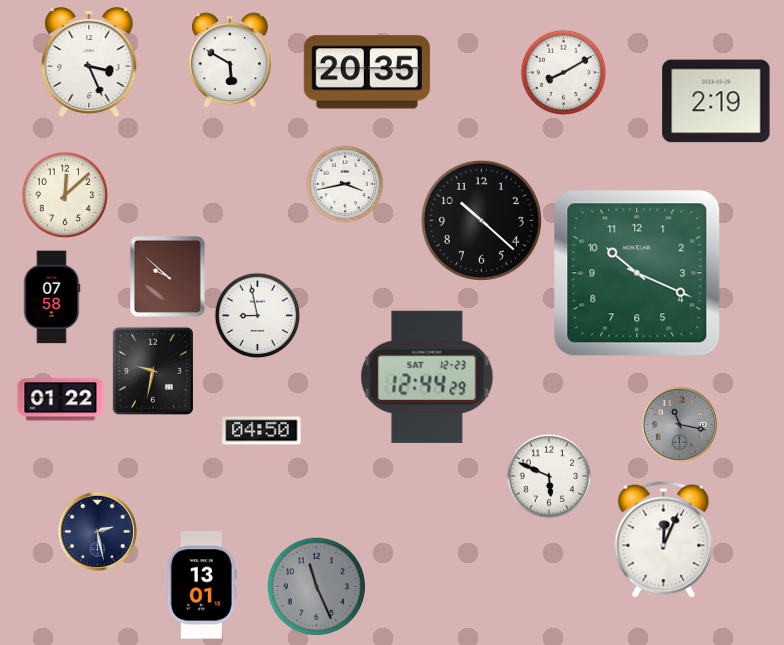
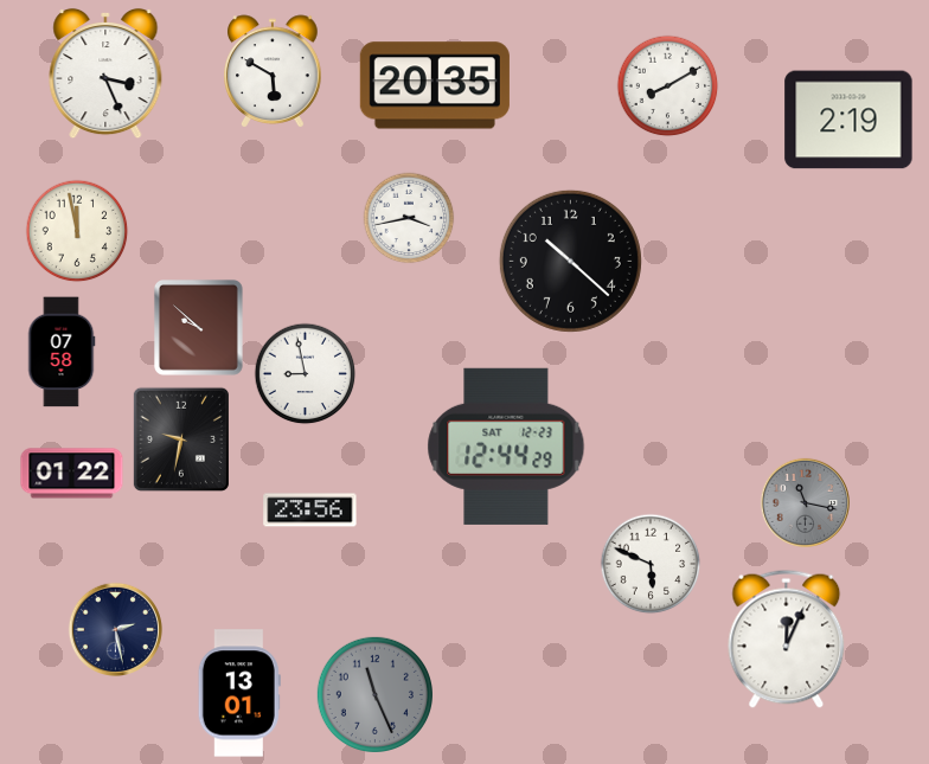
clock at (65, 195): 12:08 -> 11:58
clock at (637, 273): 10:19 -> none
clock at (262, 431): 04:50 -> 23:56
